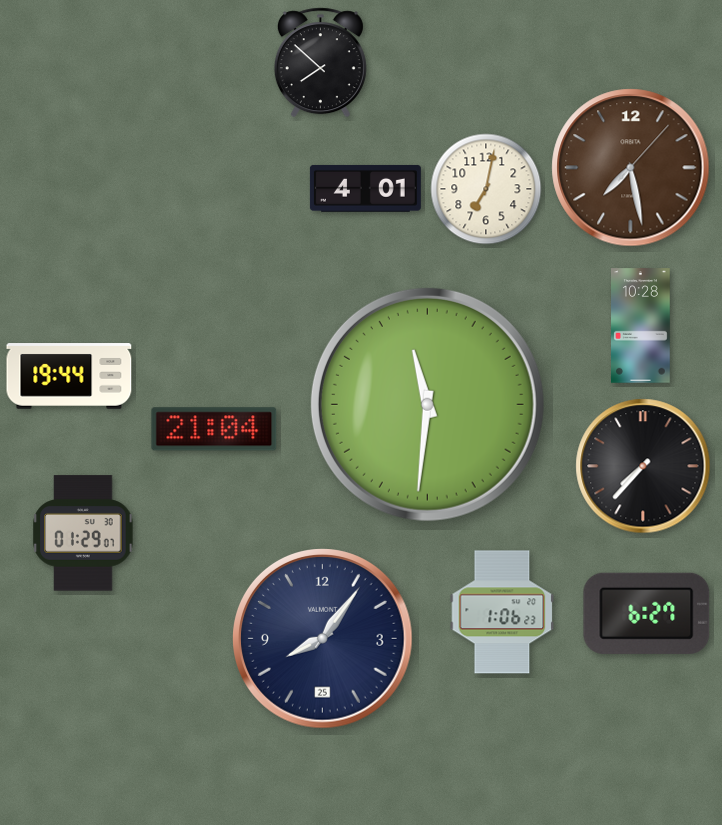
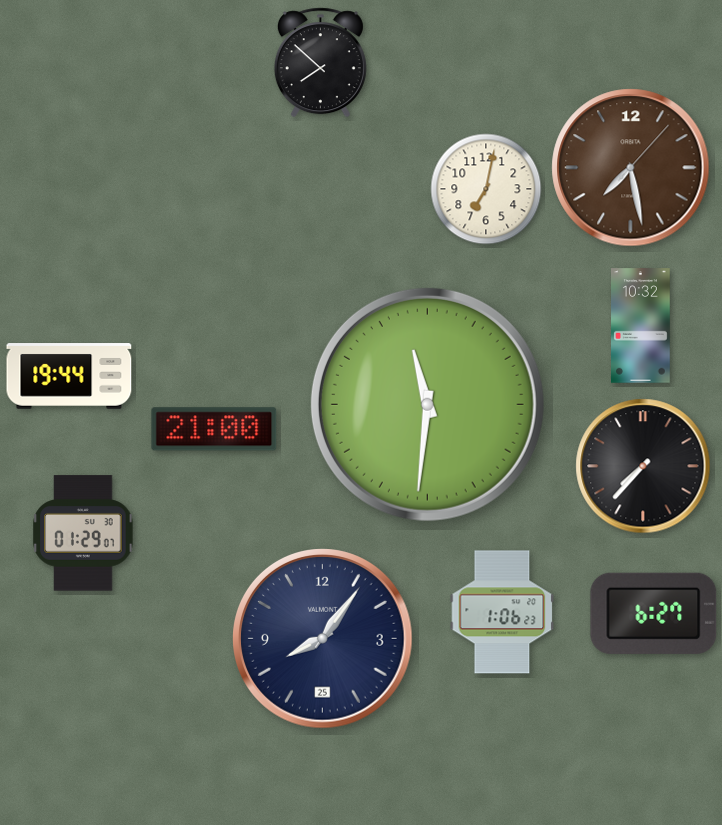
clock at (365, 188): 4:01 -> none
clock at (641, 326): 10:28 -> 10:32
clock at (214, 429): 21:04 -> 21:00
clock at (647, 613) position: (647, 613) -> (654, 613)
